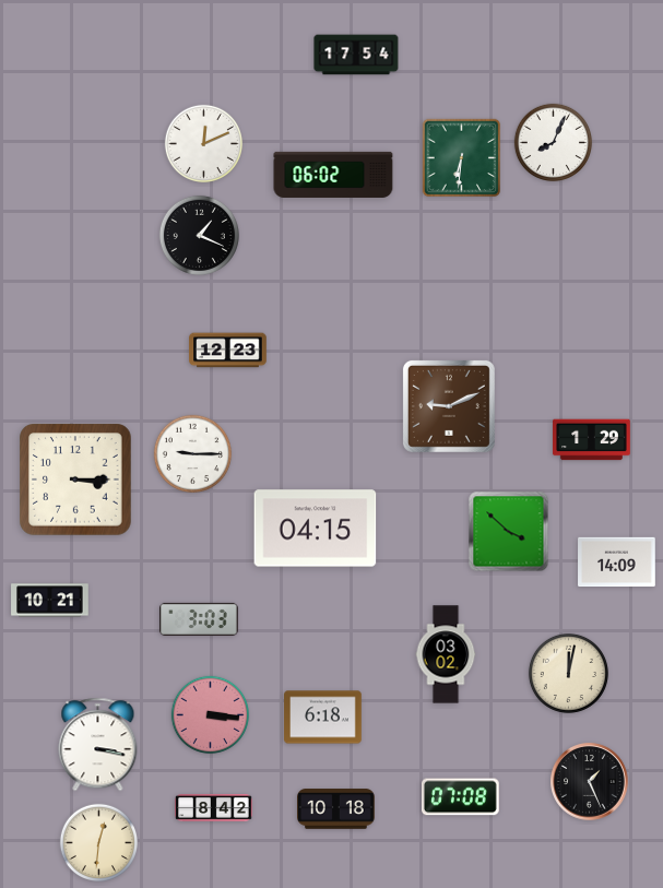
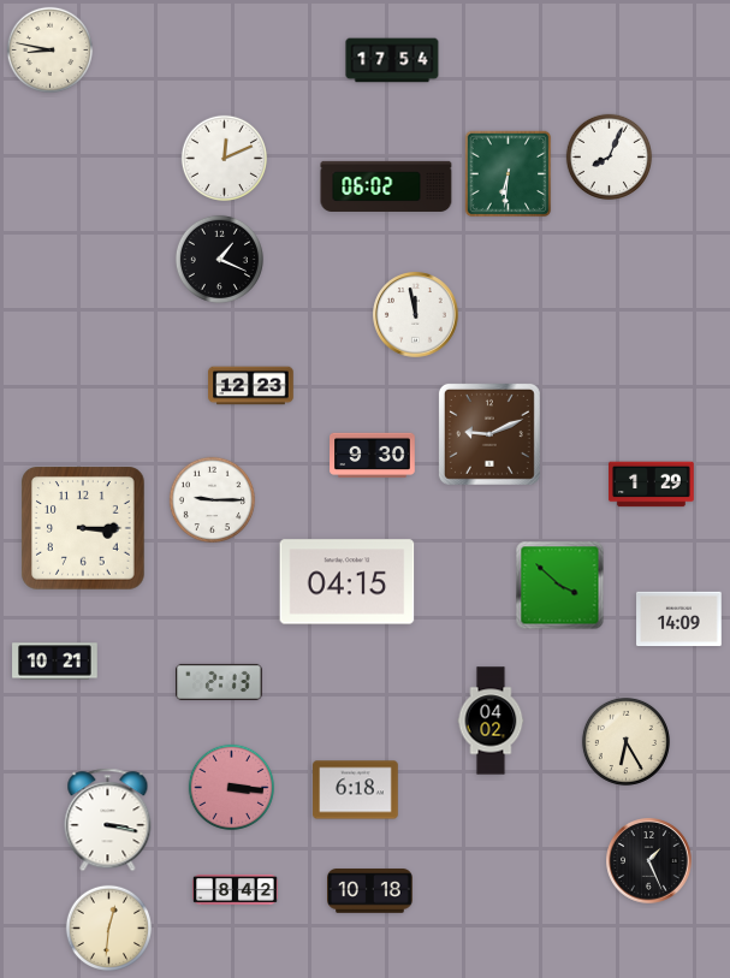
clock at (51, 51): none -> 8:47
clock at (333, 175) position: (333, 175) -> (386, 186)
clock at (416, 315): none -> 11:58
clock at (449, 406) position: (449, 406) -> (489, 434)
clock at (373, 456): none -> 9:30
clock at (199, 619): 3:03 -> 2:13
clock at (446, 654): 03:02 -> 04:02
clock at (568, 673): 12:02 -> 6:25
clock at (461, 797): 07:08 -> none
